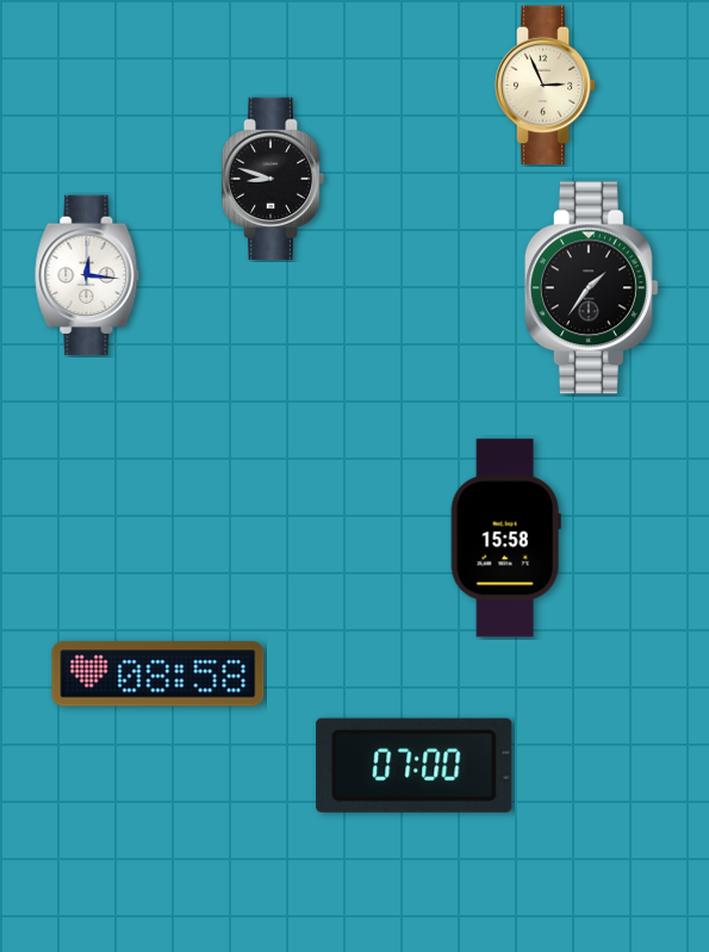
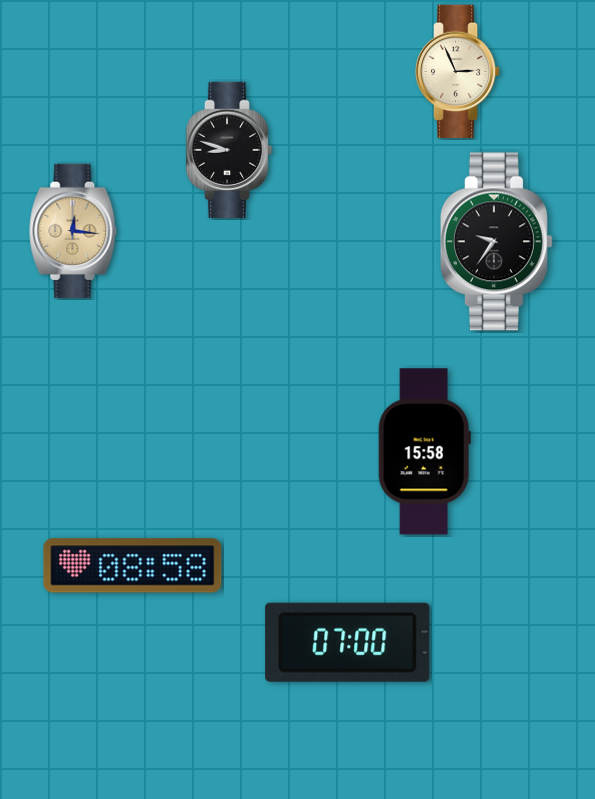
clock at (87, 275) dial: white -> champagne
clock at (591, 288): 1:36 -> 9:36
